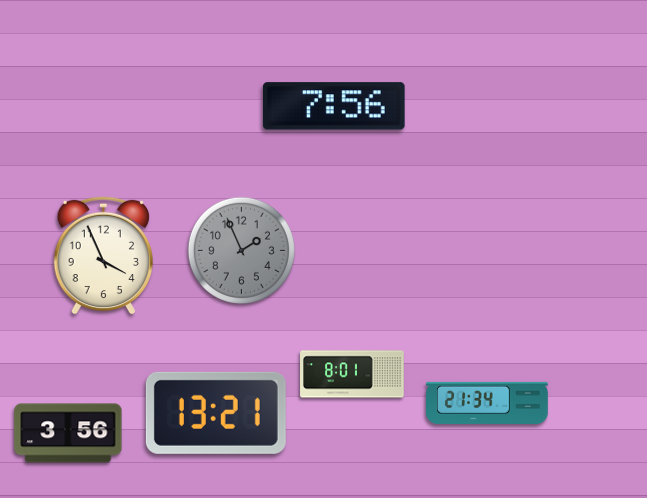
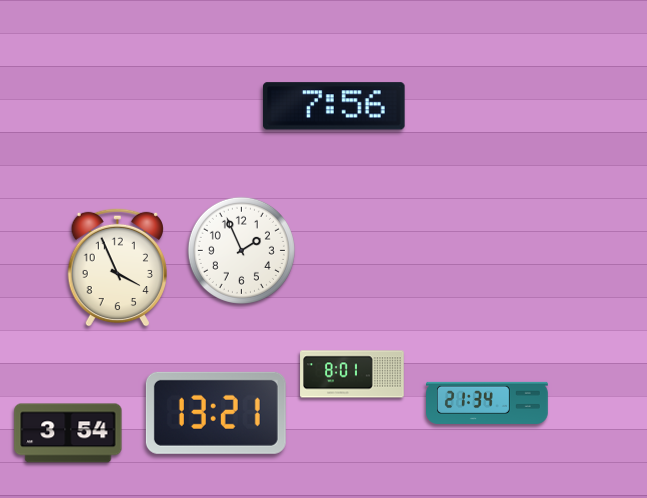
clock at (241, 250) dial: grey -> white
clock at (103, 255) position: (103, 255) -> (117, 267)
clock at (68, 433): 3:56 -> 3:54
